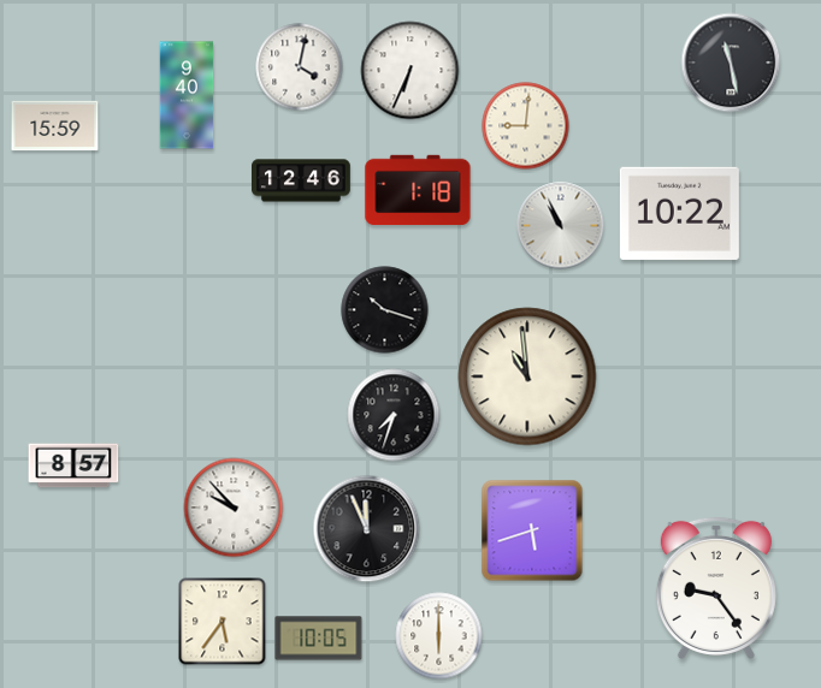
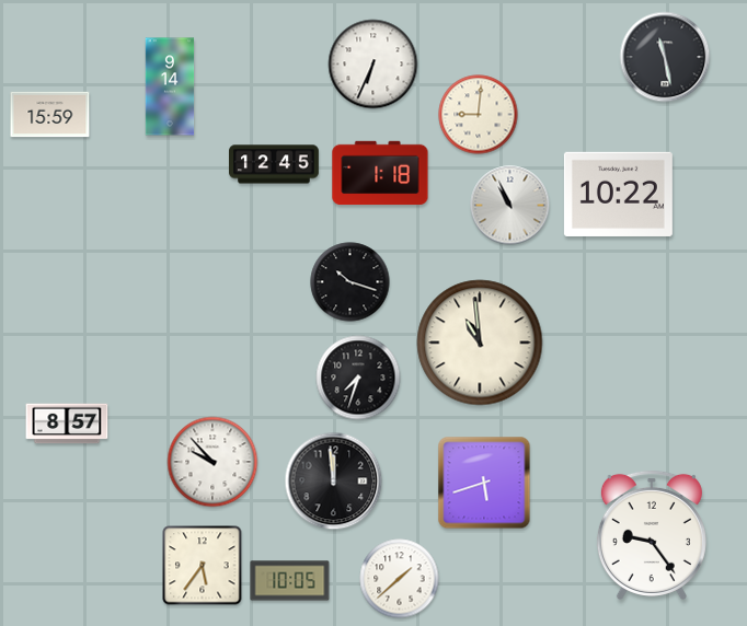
clock at (300, 67): 4:02 -> none
clock at (187, 95): 9:40 -> 9:14
clock at (302, 180): 12:46 -> 12:45
clock at (367, 529): 11:56 -> 11:59
clock at (439, 636): 6:00 -> 1:38
